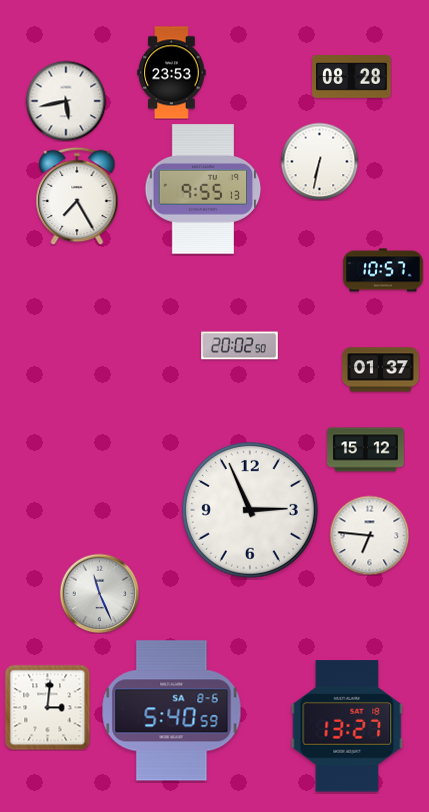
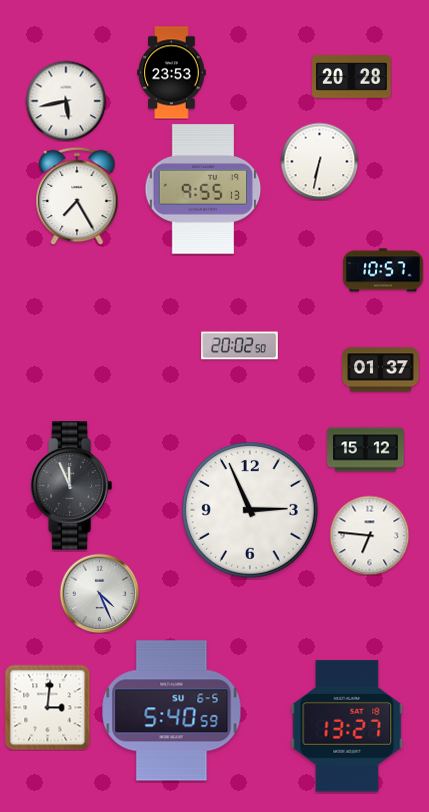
clock at (352, 77): 08:28 -> 20:28
clock at (71, 486): none -> 11:56
clock at (99, 593): 11:26 -> 4:26
clock at (172, 711) date: SA 8-6 -> SU 6-5
